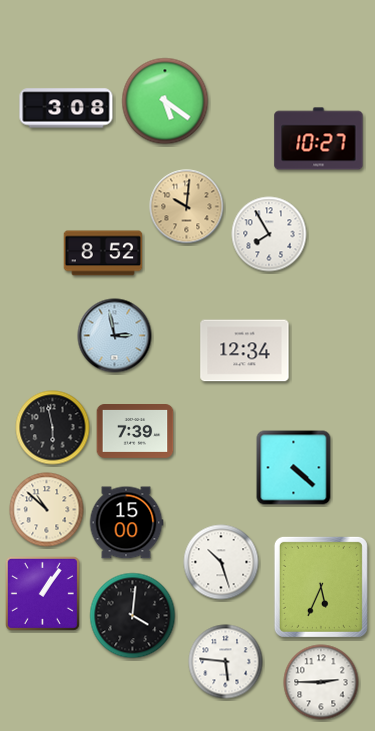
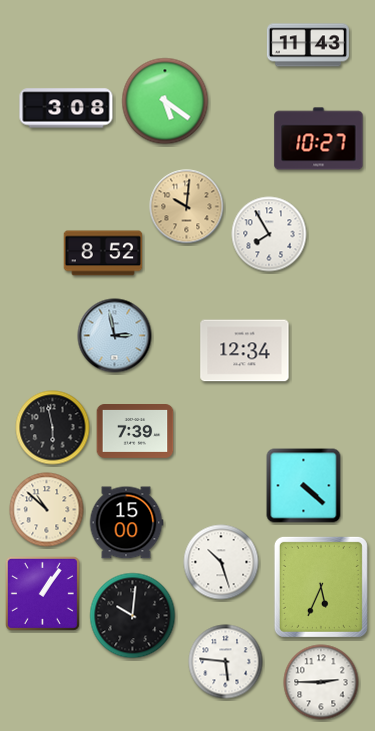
clock at (308, 45): none -> 11:43
clock at (294, 468) position: (294, 468) -> (304, 486)
clock at (133, 616): 4:01 -> 10:01
